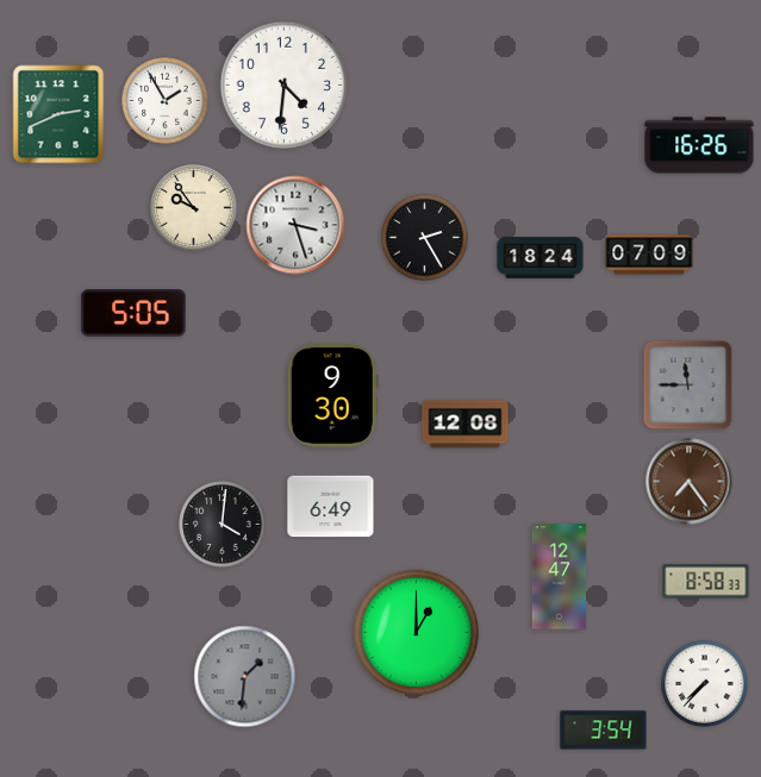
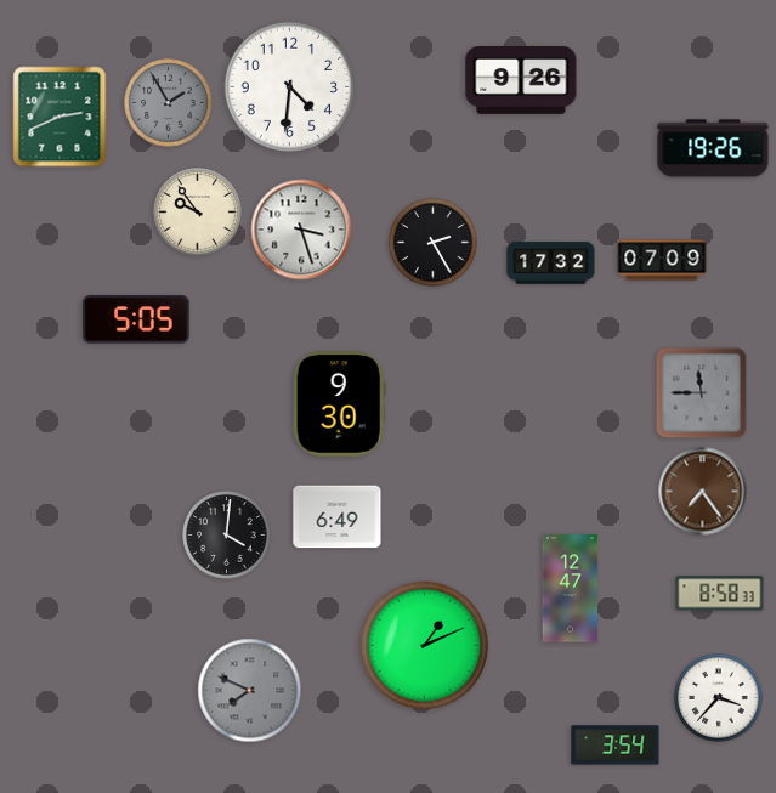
clock at (521, 81): none -> 9:26
clock at (166, 101) dial: white -> grey
clock at (699, 145): 16:26 -> 19:26
clock at (541, 258): 18:24 -> 17:32
clock at (466, 425): 12:08 -> none
clock at (416, 632): 1:00 -> 1:11
clock at (245, 677): 1:31 -> 7:49
clock at (705, 684): 7:37 -> 3:37
